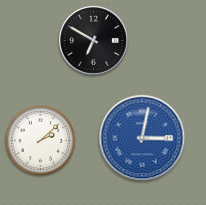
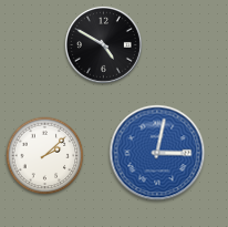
clock at (93, 40): 6:50 -> 4:50
